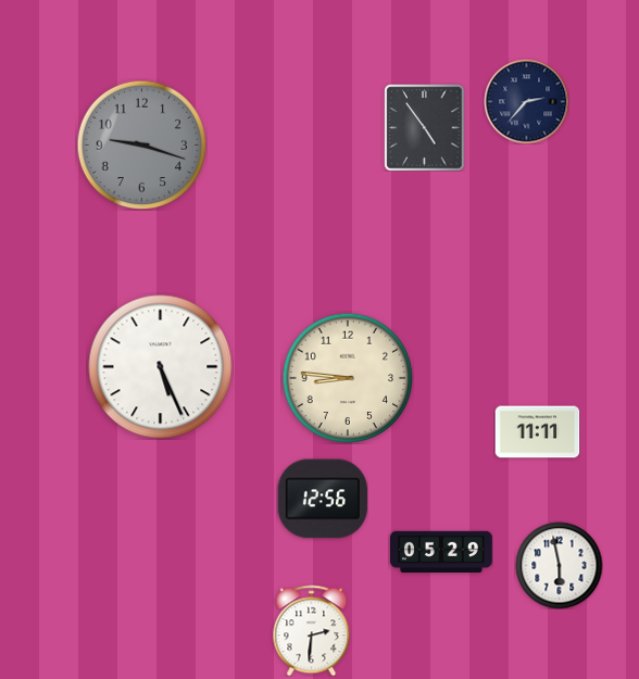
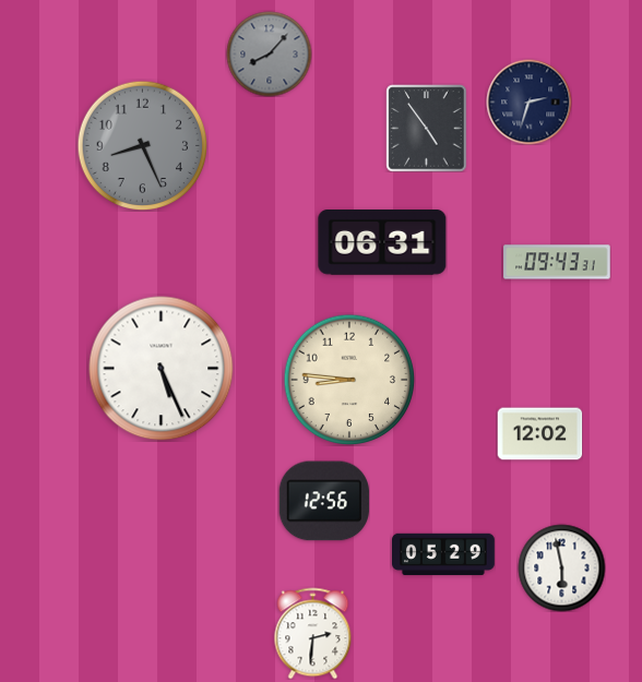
clock at (269, 53): none -> 8:07
clock at (526, 101): 2:37 -> 2:33
clock at (141, 144): 9:18 -> 8:26
clock at (382, 242): none -> 06:31
clock at (557, 262): none -> 09:43
clock at (537, 432): 11:11 -> 12:02
